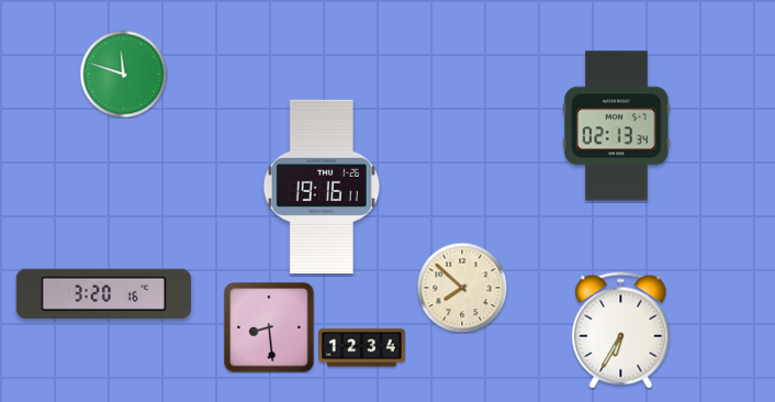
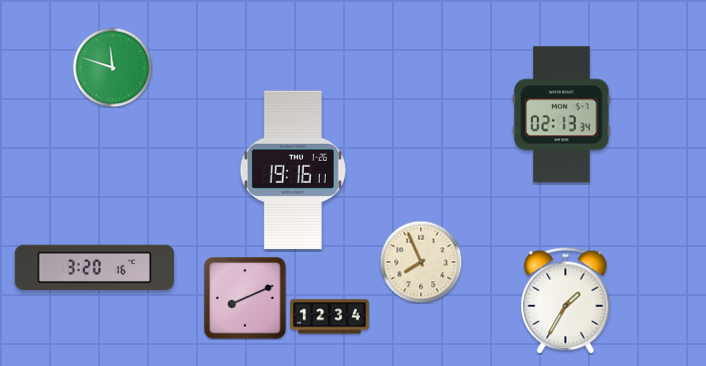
clock at (462, 288): 7:52 -> 7:56
clock at (269, 327): 8:29 -> 8:11
clock at (621, 331): 6:35 -> 1:35
